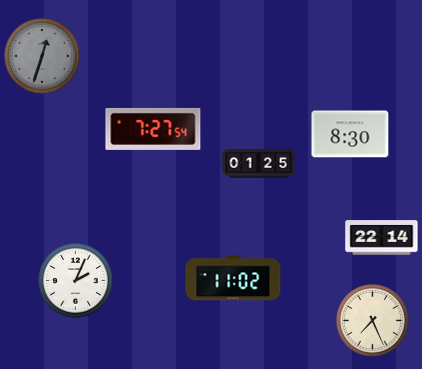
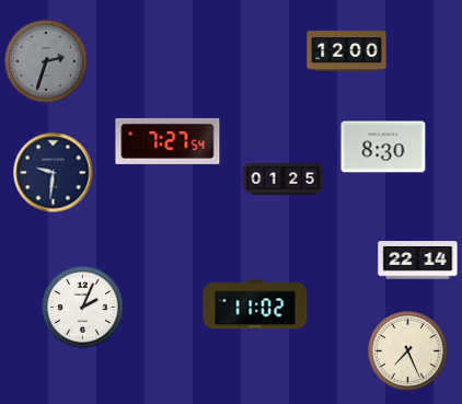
clock at (347, 51): none -> 12:00
clock at (42, 56): 12:33 -> 2:33
clock at (54, 173): none -> 9:31
